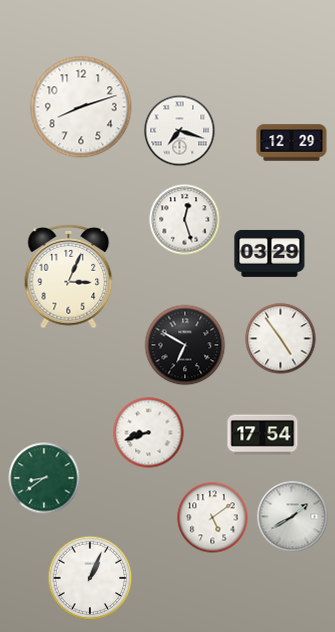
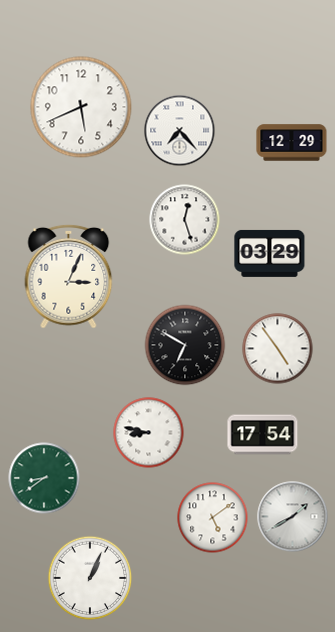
clock at (81, 107): 8:12 -> 5:41
clock at (180, 131): 7:18 -> 7:23
clock at (281, 339) position: (281, 339) -> (278, 349)
clock at (149, 433): 8:42 -> 8:47
